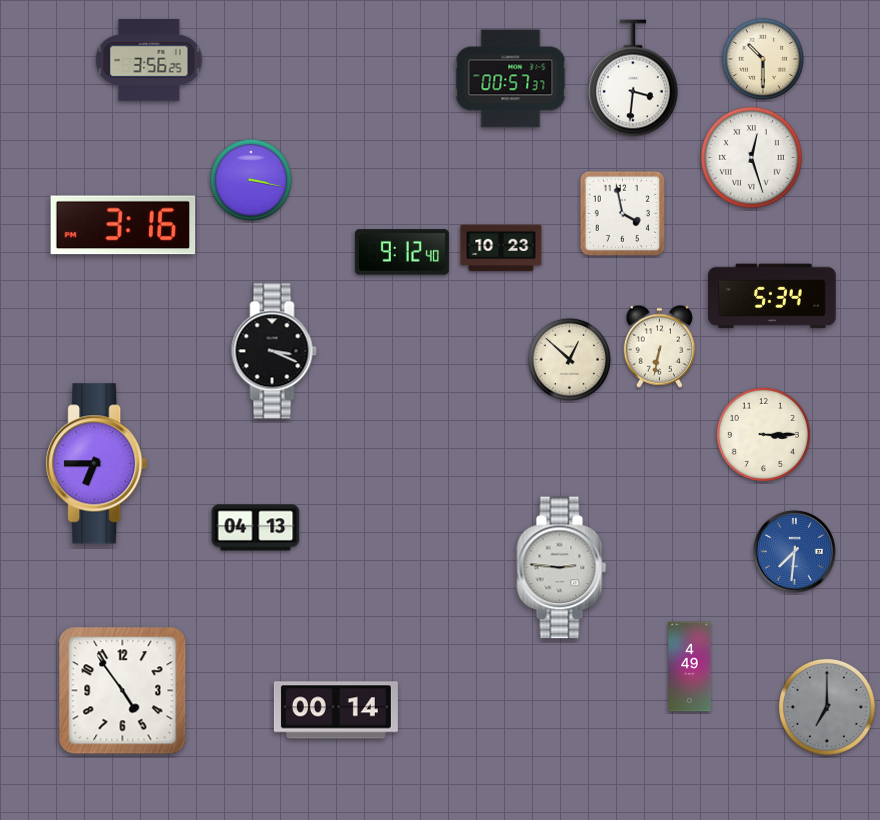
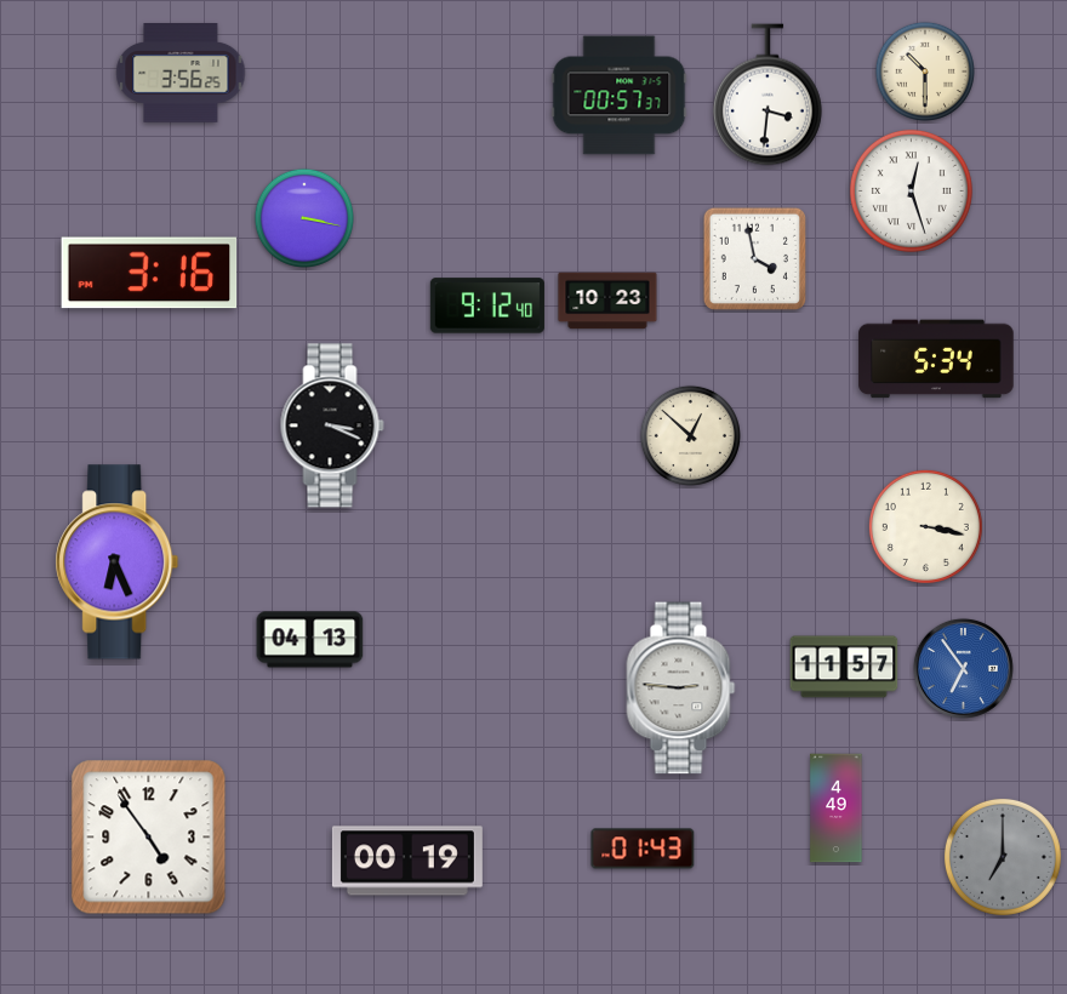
clock at (660, 346): 6:32 -> none
clock at (763, 434): 3:15 -> 3:17
clock at (97, 464): 6:45 -> 6:26
clock at (844, 667): none -> 11:57
clock at (794, 551): 7:31 -> 6:54
clock at (643, 849): none -> 01:43
clock at (336, 710): 00:14 -> 00:19
